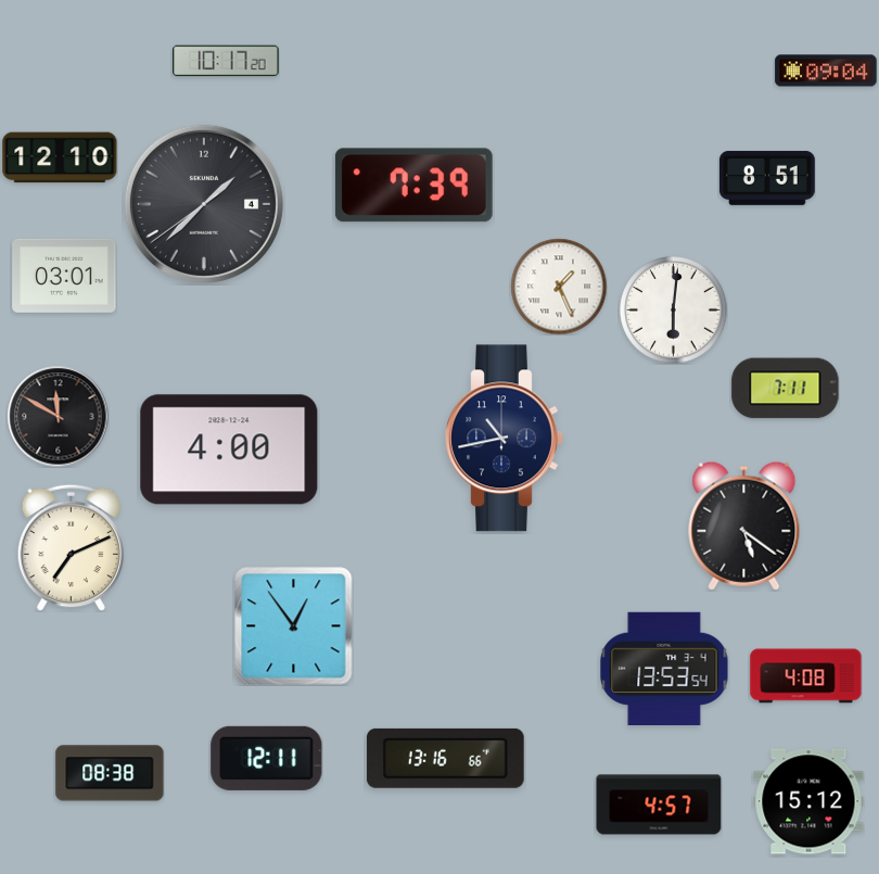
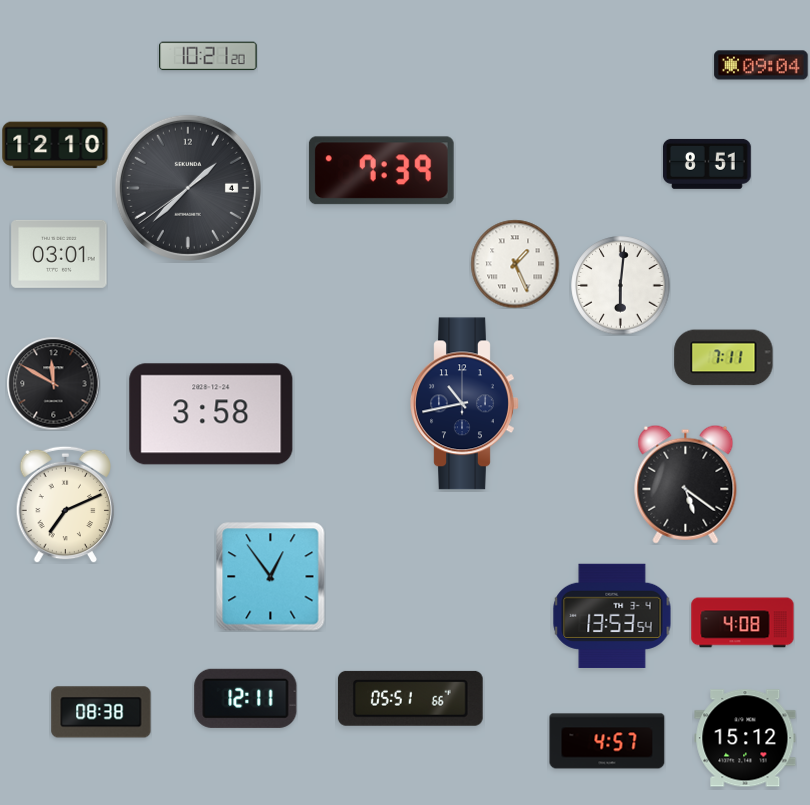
clock at (226, 61): 10:17 -> 10:21
clock at (229, 449): 4:00 -> 3:58
clock at (445, 758): 13:16 -> 05:51
